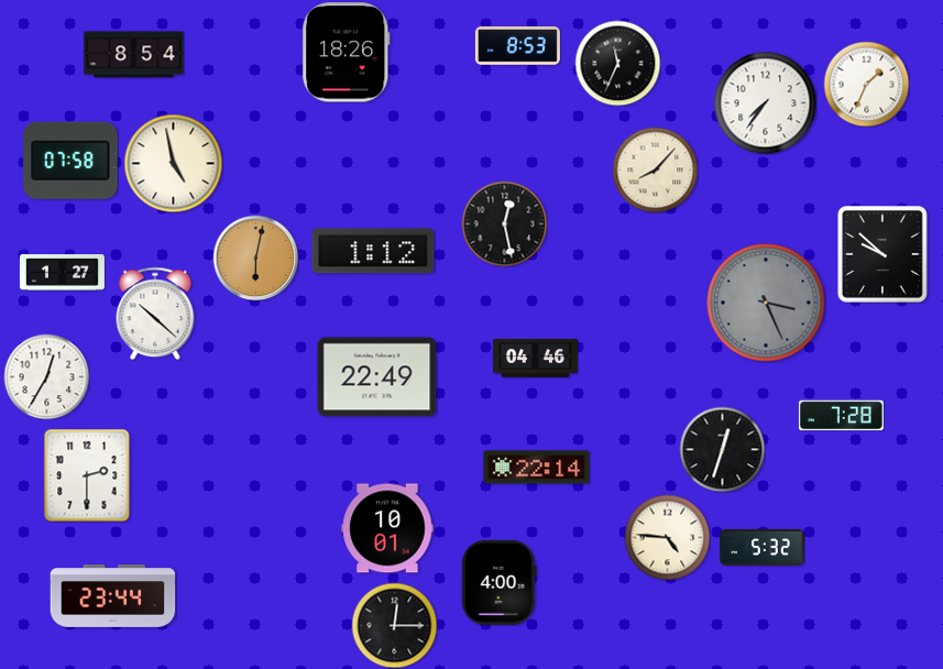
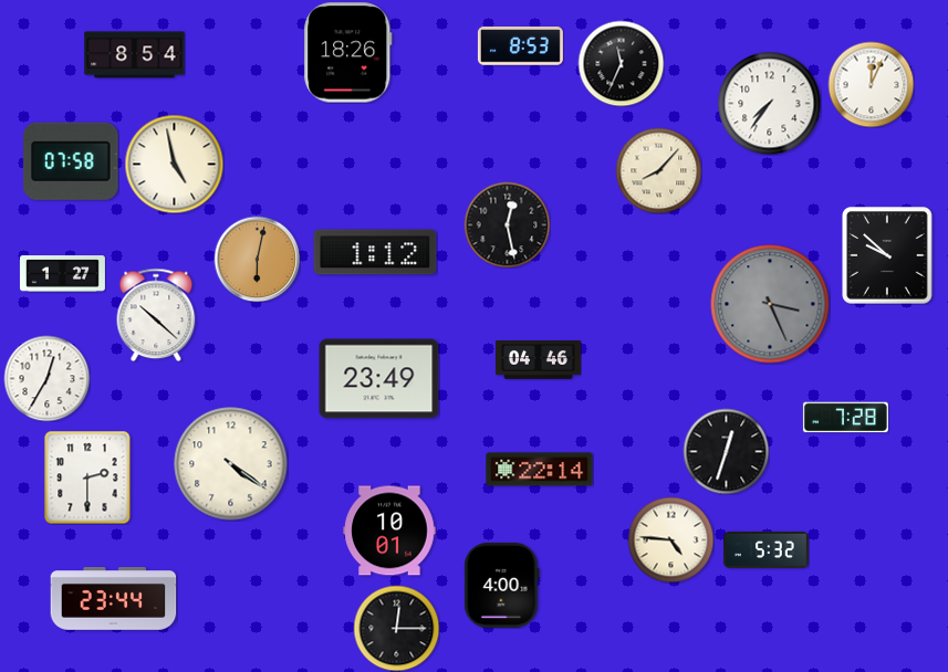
clock at (866, 84): 1:34 -> 12:04
clock at (377, 377): 22:49 -> 23:49
clock at (231, 464): none -> 4:21
